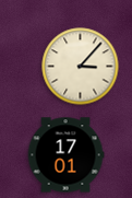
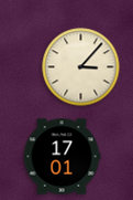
clock at (65, 155) position: (65, 155) -> (62, 157)
